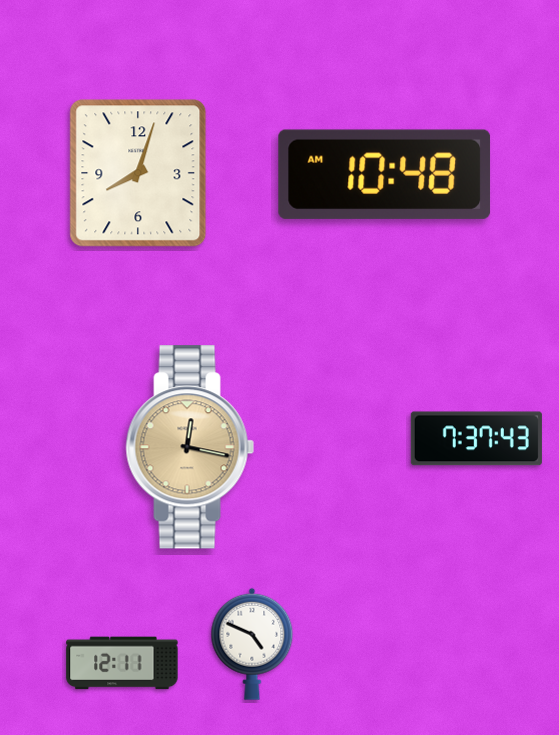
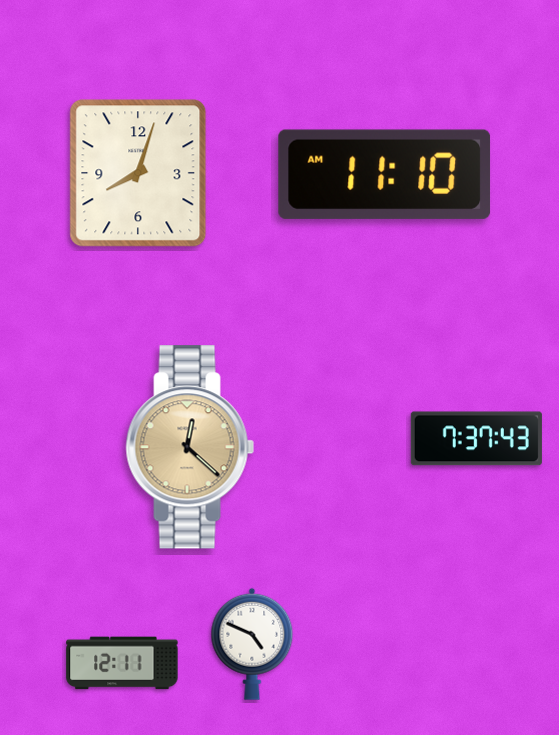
clock at (385, 174): 10:48 -> 11:10
clock at (190, 447): 12:17 -> 12:22
